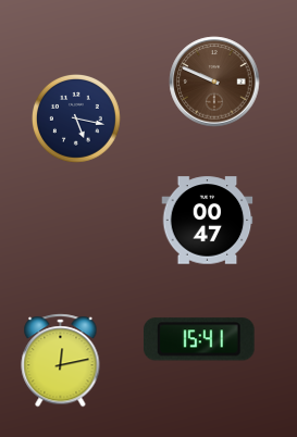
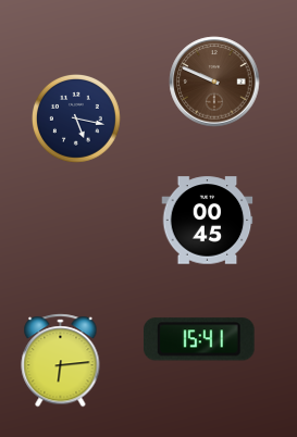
clock at (208, 221): 00:47 -> 00:45
clock at (61, 361): 12:13 -> 6:14
